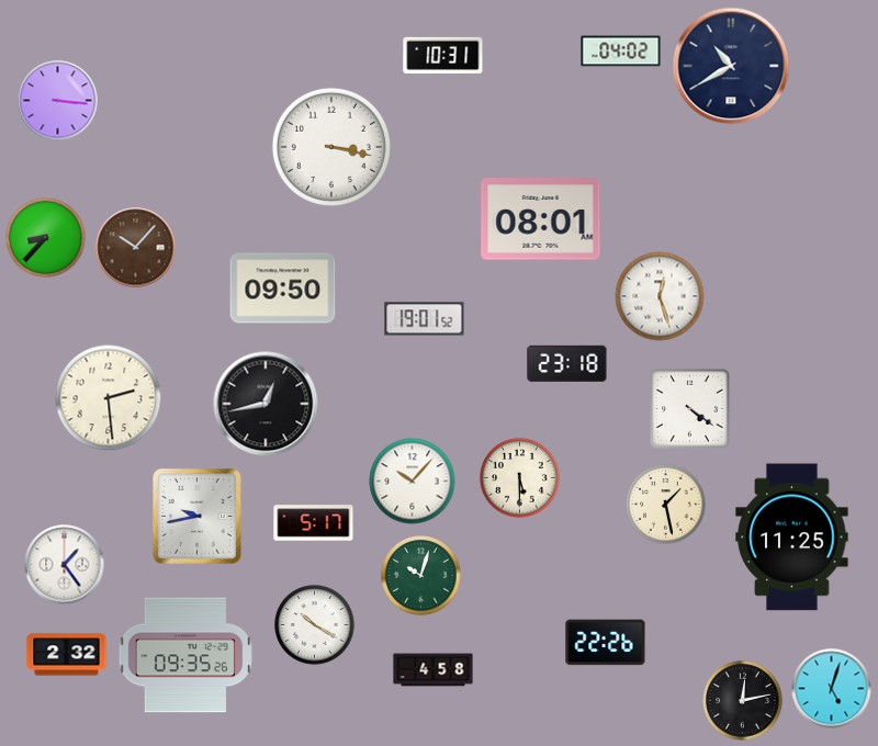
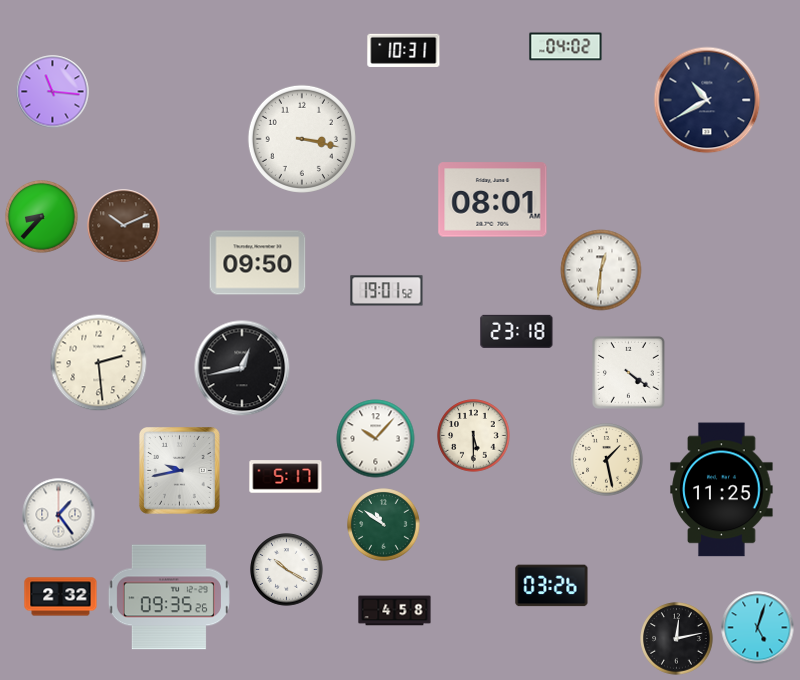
clock at (731, 66) position: (731, 66) -> (707, 100)
clock at (58, 101): 3:16 -> 11:16
clock at (331, 147) position: (331, 147) -> (302, 139)
clock at (136, 248): 10:07 -> 10:11
clock at (660, 296): 12:27 -> 12:31
clock at (421, 576): 10:03 -> 10:51
clock at (606, 643): 22:26 -> 03:26
